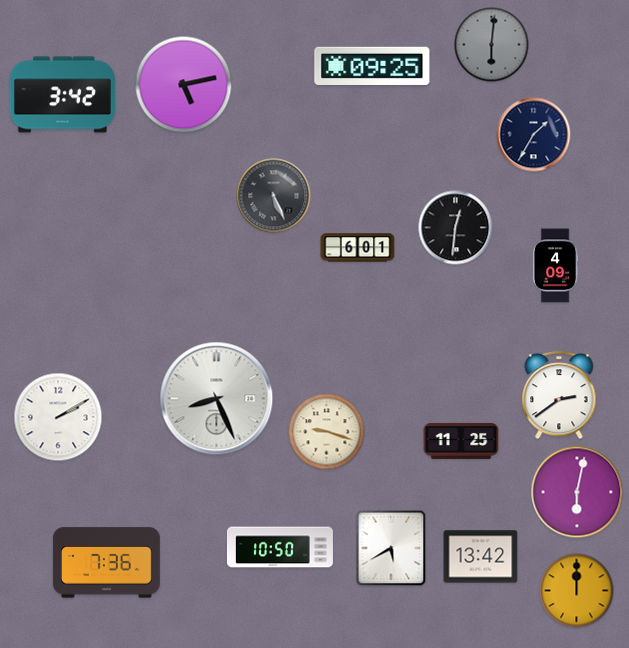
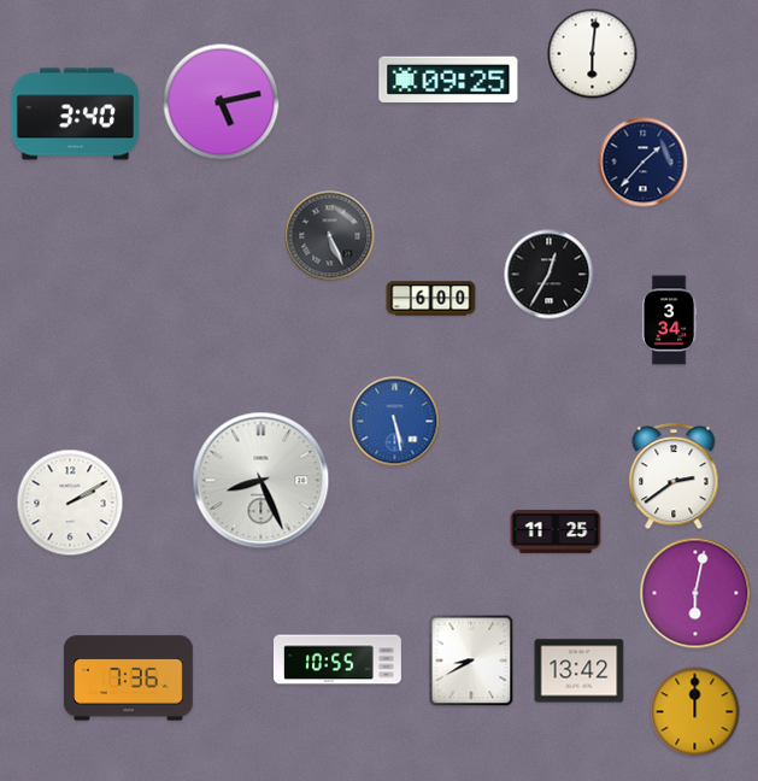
clock at (492, 45) dial: grey -> white
clock at (62, 95): 3:42 -> 3:40
clock at (534, 135): 1:35 -> 1:37
clock at (456, 228): 12:31 -> 12:35
clock at (358, 248): 6:01 -> 6:00
clock at (555, 266): 4:09 -> 3:34
clock at (395, 422): none -> 5:28
clock at (327, 432): 9:18 -> none
clock at (280, 547): 10:50 -> 10:55
clock at (391, 548): 5:40 -> 8:40
